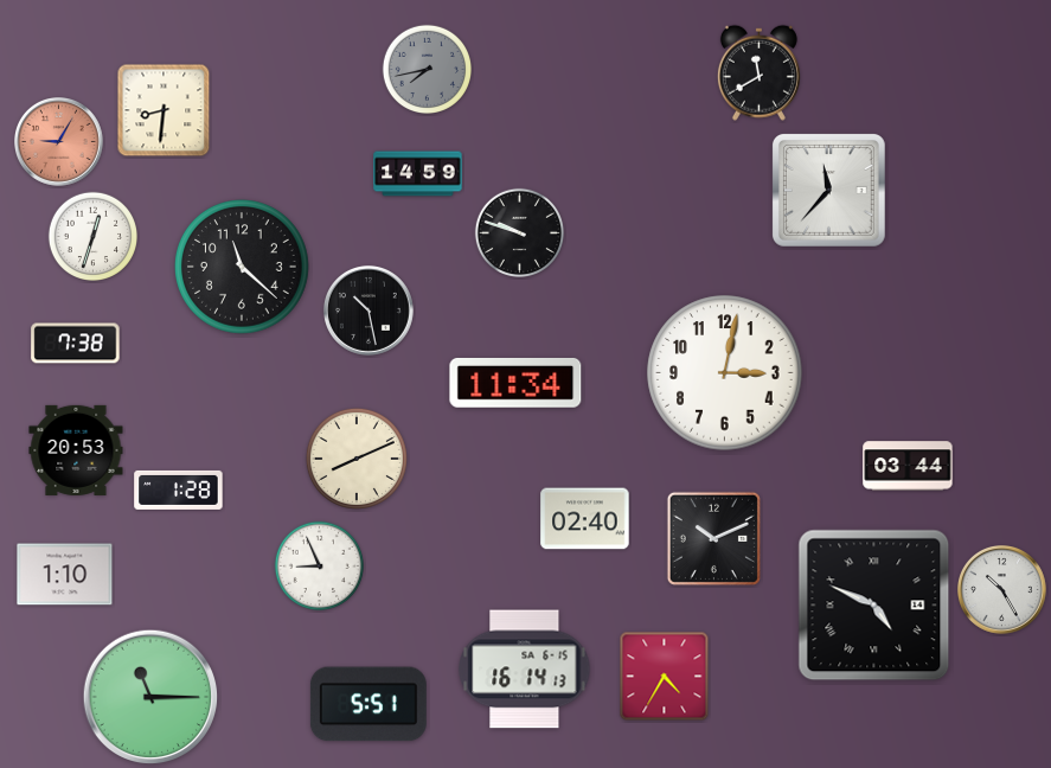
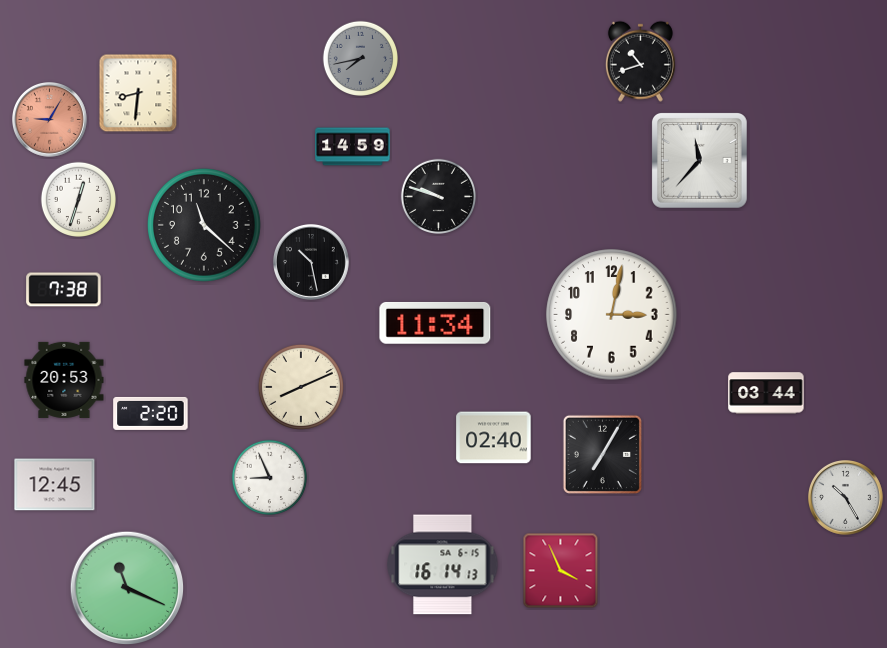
clock at (758, 72): 11:40 -> 10:42
clock at (179, 489): 1:28 -> 2:20
clock at (713, 538): 10:11 -> 7:05
clock at (65, 575): 1:10 -> 12:45
clock at (874, 606): 4:49 -> none
clock at (665, 677): 4:35 -> 3:56
clock at (150, 697): 11:15 -> 11:19
clock at (369, 704): 5:51 -> none
